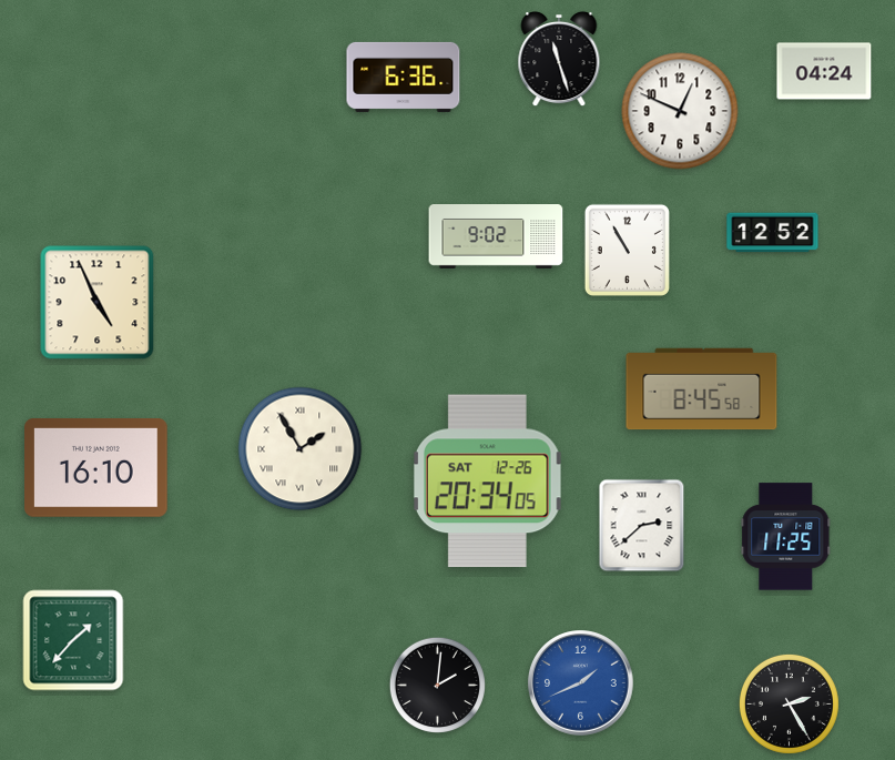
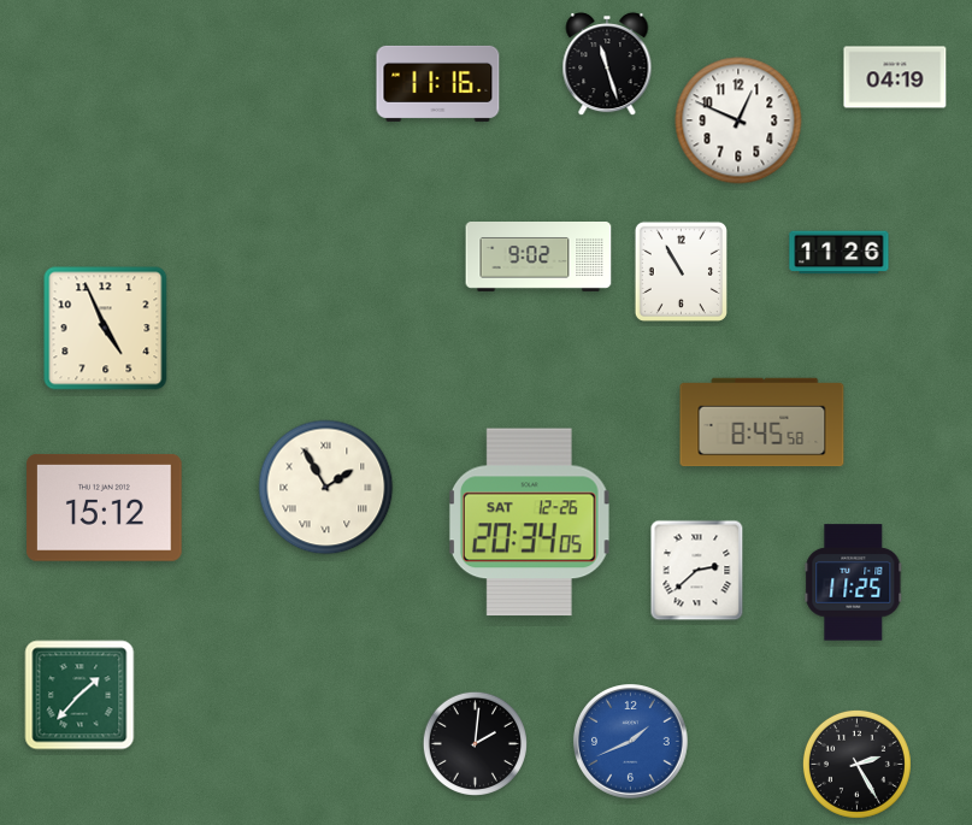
clock at (824, 71): 04:24 -> 04:19
clock at (404, 77): 6:36 -> 11:16
clock at (773, 233): 12:52 -> 11:26
clock at (96, 467): 16:10 -> 15:12
